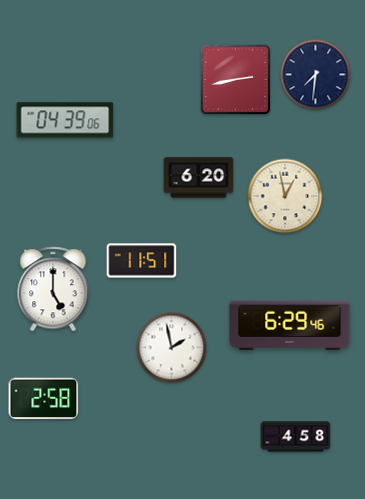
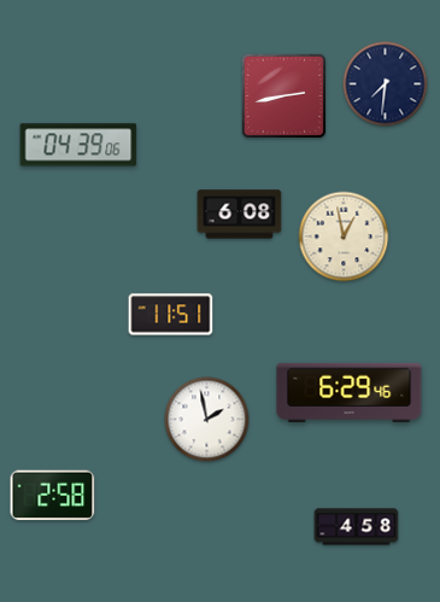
clock at (316, 75) position: (316, 75) -> (386, 84)
clock at (199, 178): 6:20 -> 6:08
clock at (53, 289): 5:00 -> none
clock at (44, 399) position: (44, 399) -> (53, 496)
